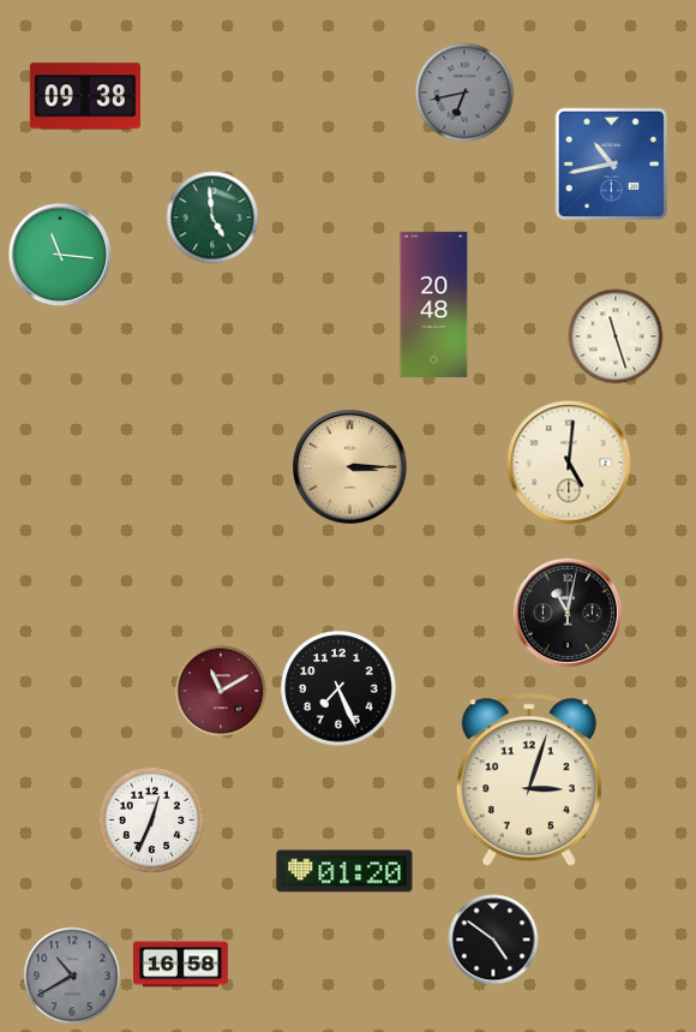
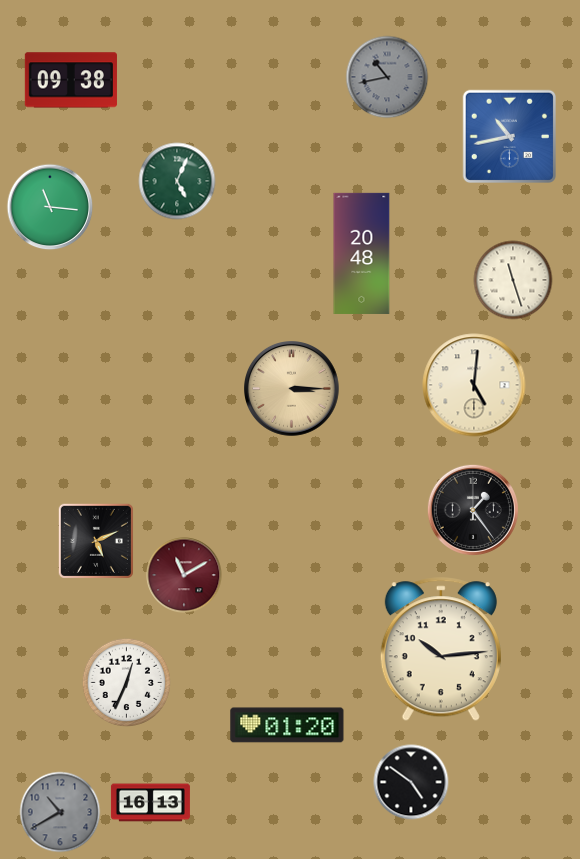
clock at (464, 93): 6:43 -> 10:43
clock at (212, 217): 4:59 -> 5:04
clock at (60, 255) position: (60, 255) -> (50, 207)
clock at (568, 613): 11:02 -> 1:24
clock at (96, 541): none -> 5:11
clock at (338, 688): 7:26 -> none
clock at (529, 781): 3:03 -> 10:14
clock at (180, 965): 16:58 -> 16:13
